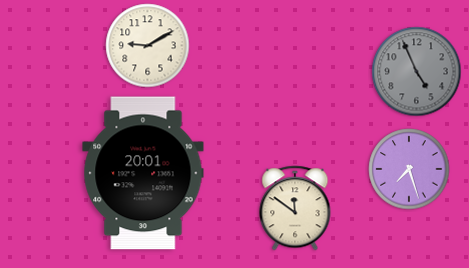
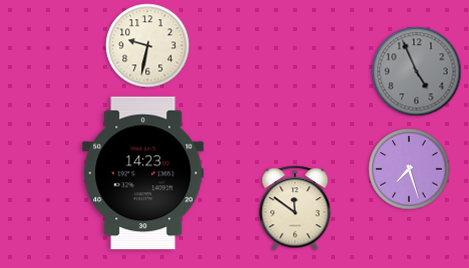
clock at (148, 46): 9:10 -> 9:32
clock at (143, 173): 20:01 -> 14:23
